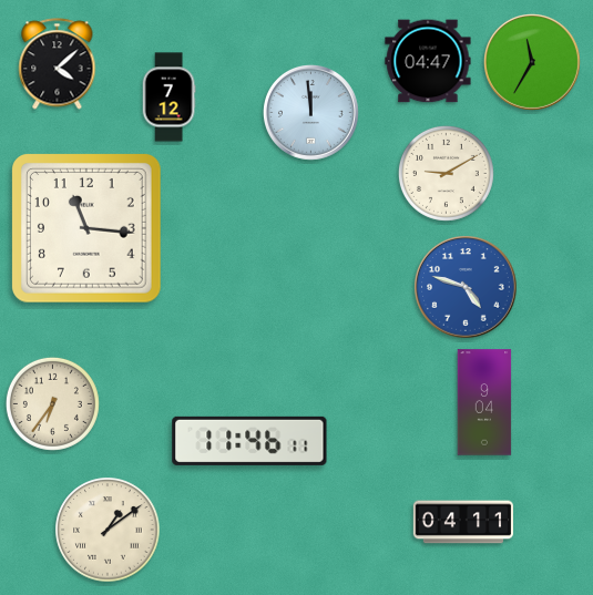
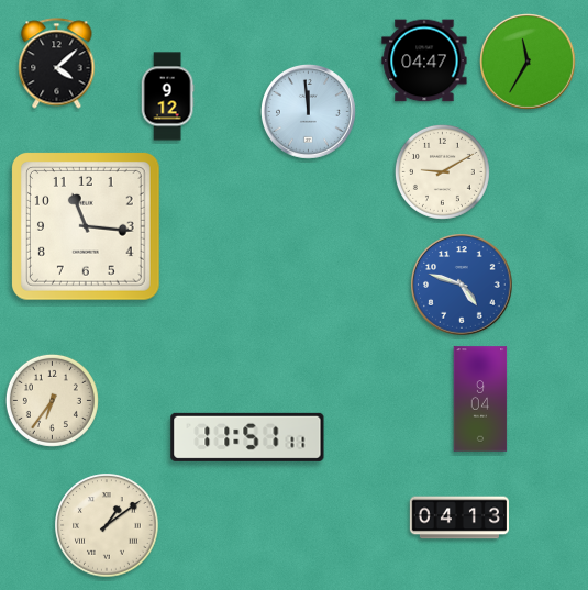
clock at (168, 98): 7:12 -> 9:12
clock at (249, 441): 11:46 -> 11:51
clock at (462, 522): 04:11 -> 04:13
